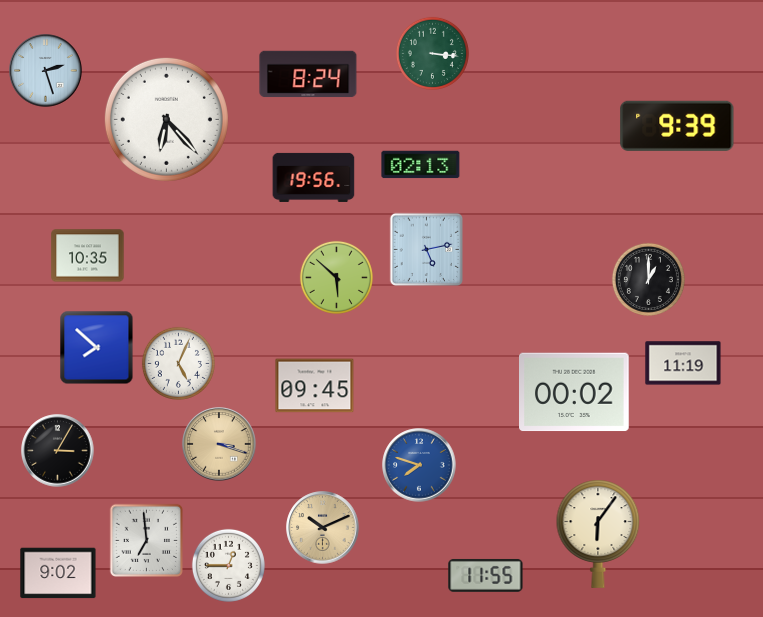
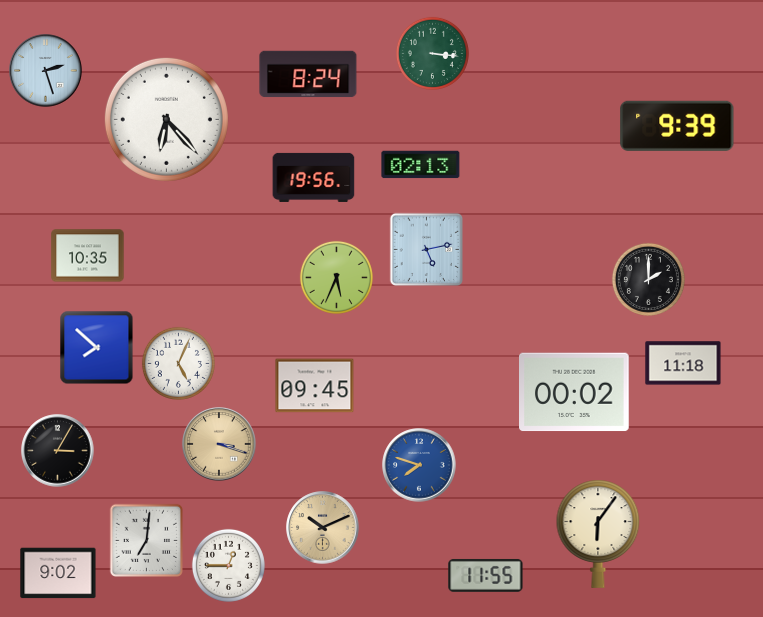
clock at (336, 277): 5:52 -> 5:34
clock at (648, 279): 1:00 -> 2:00
clock at (683, 363): 11:19 -> 11:18
clock at (147, 541): 6:59 -> 7:01
